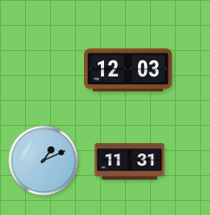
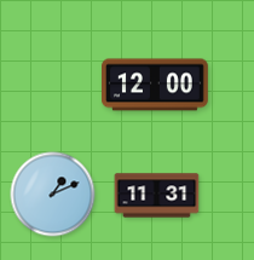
clock at (129, 70): 12:03 -> 12:00
